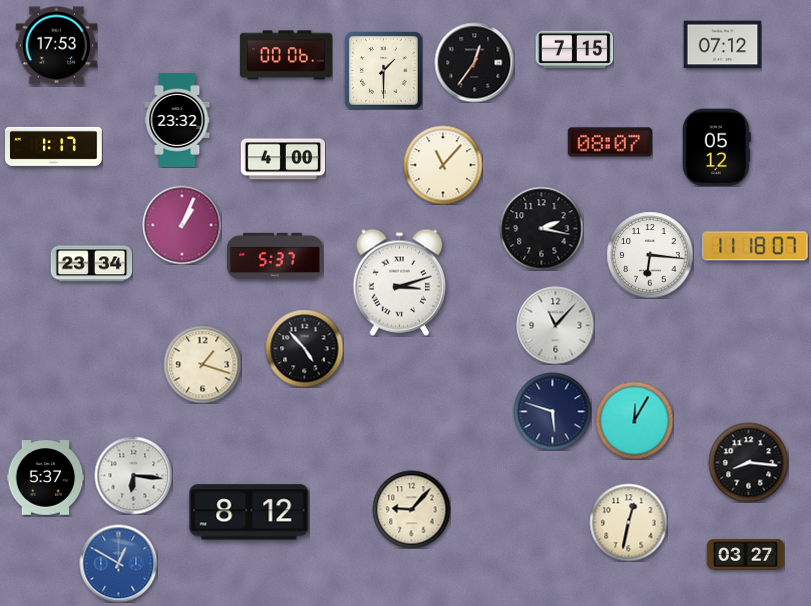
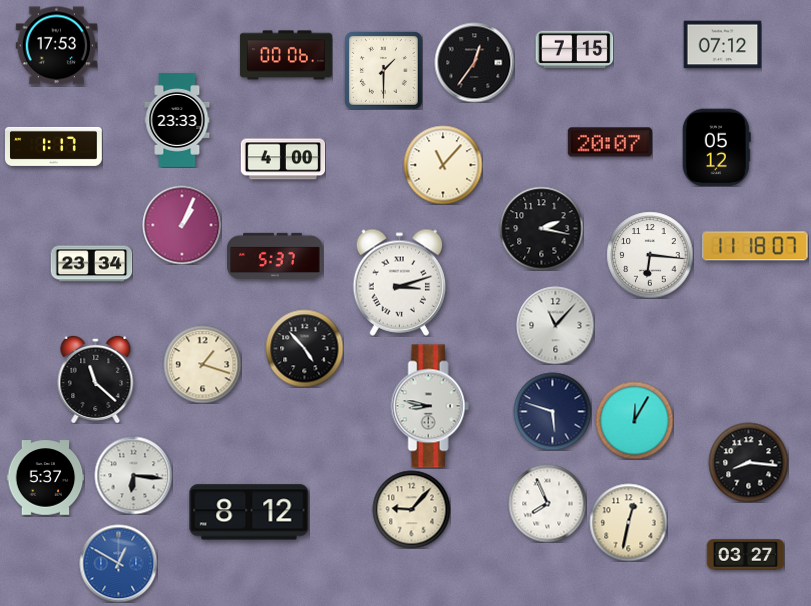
clock at (177, 120): 23:32 -> 23:33
clock at (609, 142): 08:07 -> 20:07
clock at (96, 379): none -> 11:22
clock at (430, 406): none -> 8:47
clock at (547, 503): none -> 7:56
